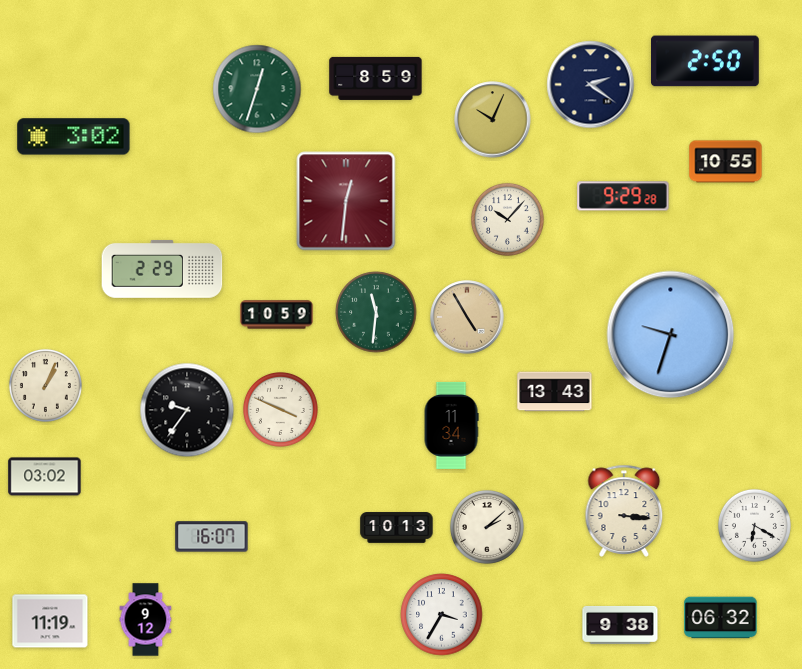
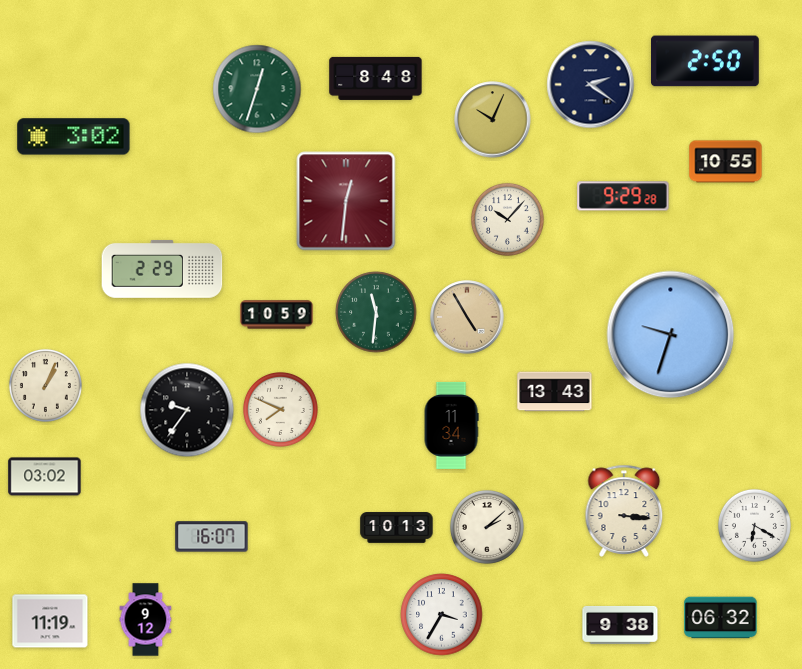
clock at (376, 78): 8:59 -> 8:48
clock at (280, 409): 3:49 -> 7:49
